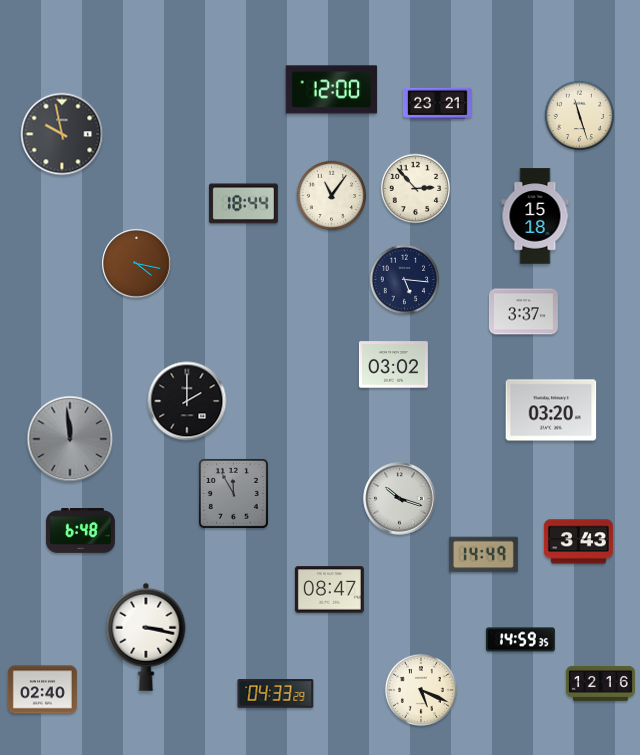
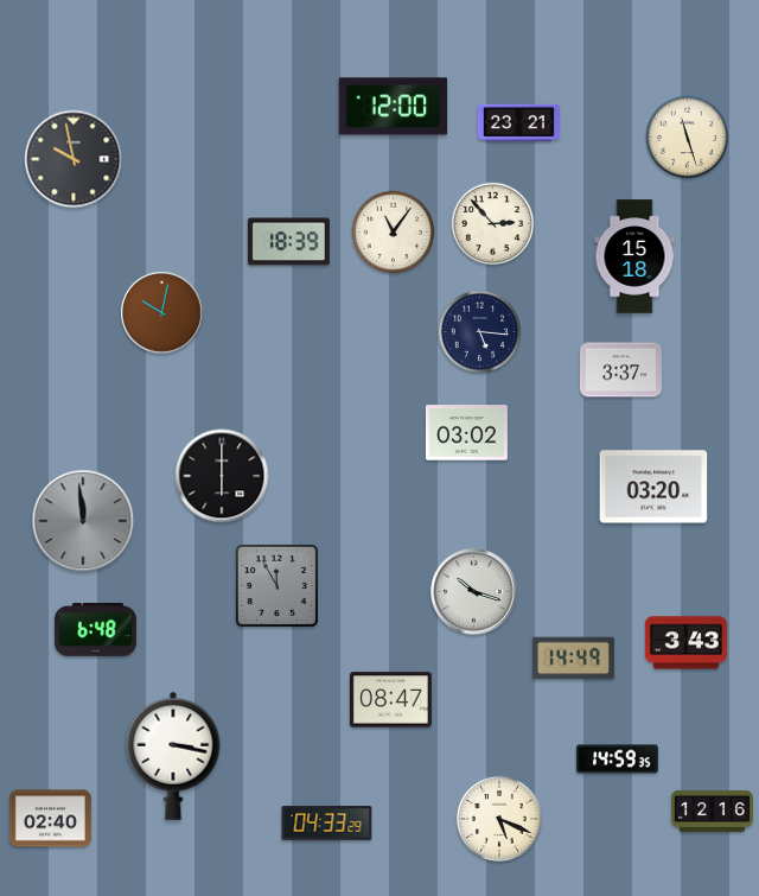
clock at (243, 204): 18:44 -> 18:39
clock at (137, 264): 4:17 -> 10:02
clock at (187, 401): 2:00 -> 6:00
